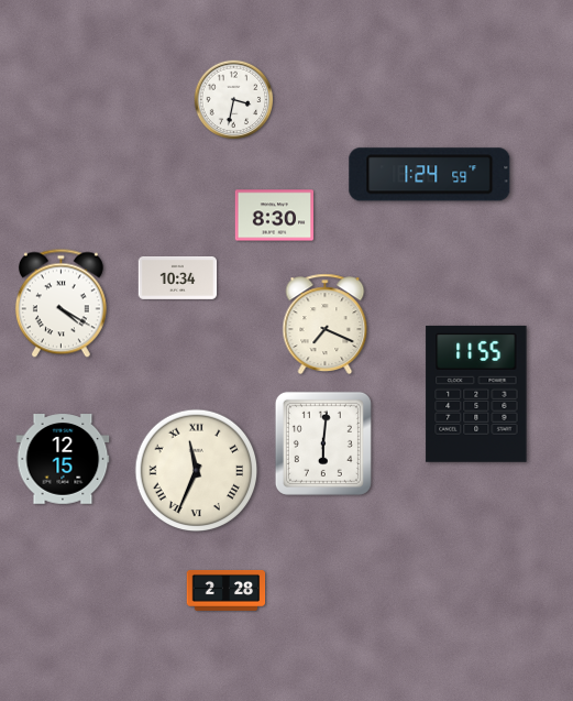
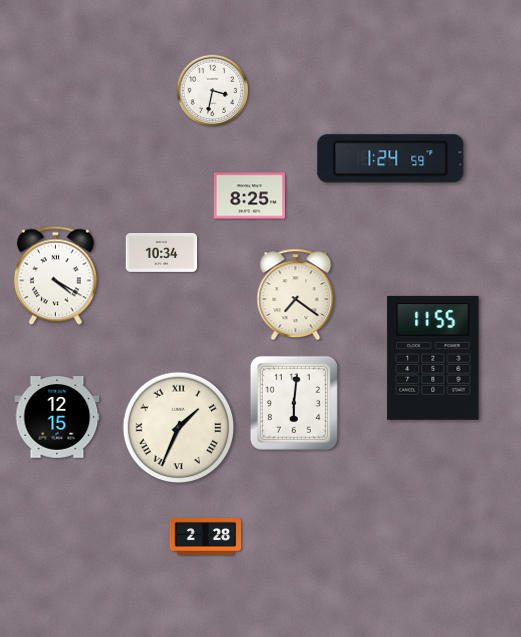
clock at (275, 216): 8:30 -> 8:25
clock at (326, 324): 7:19 -> 7:21
clock at (197, 471): 11:34 -> 1:34
